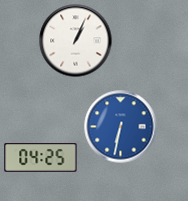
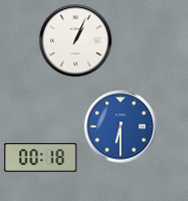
clock at (121, 127): 6:32 -> 6:30
clock at (41, 158): 04:25 -> 00:18
